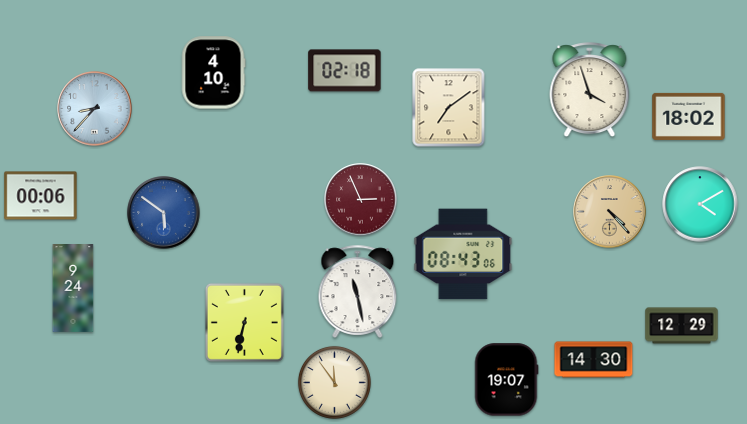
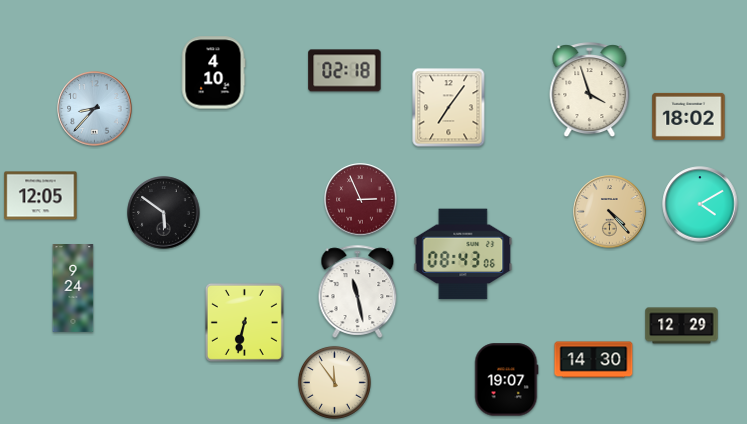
clock at (449, 108): 7:09 -> 7:06
clock at (41, 196): 00:06 -> 12:05
clock at (164, 213) dial: blue -> black
